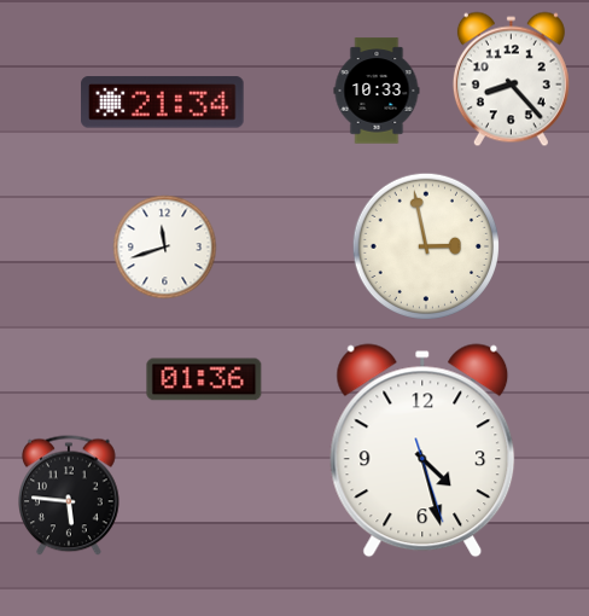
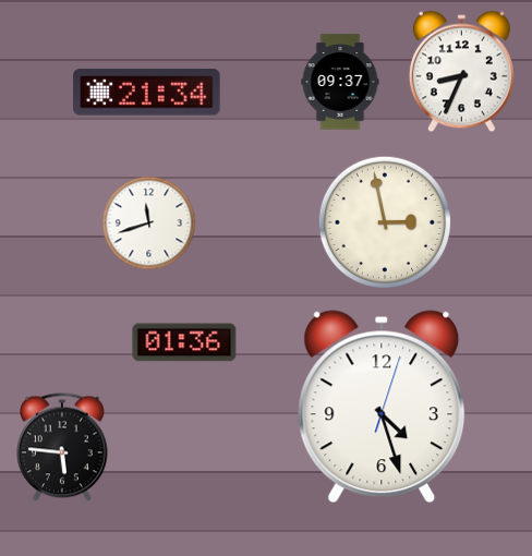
clock at (511, 80): 8:23 -> 8:34
clock at (377, 91): 10:33 -> 09:37
clock at (422, 451): 4:27:27 -> 4:27:03
